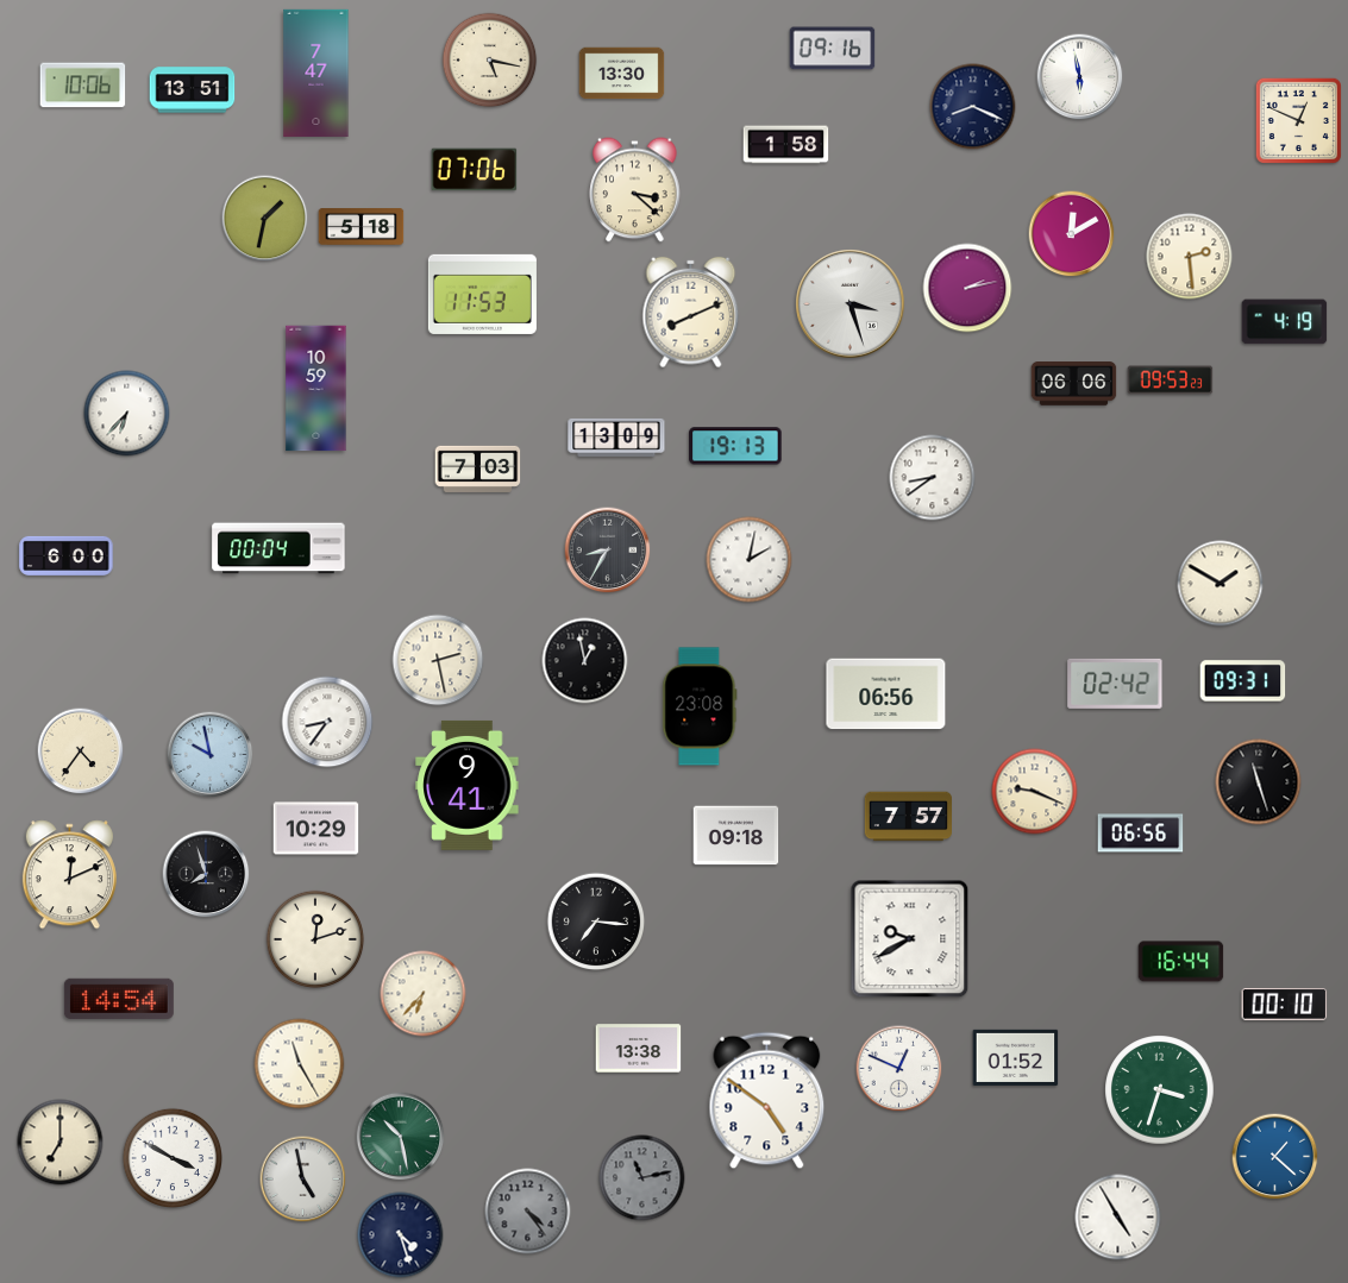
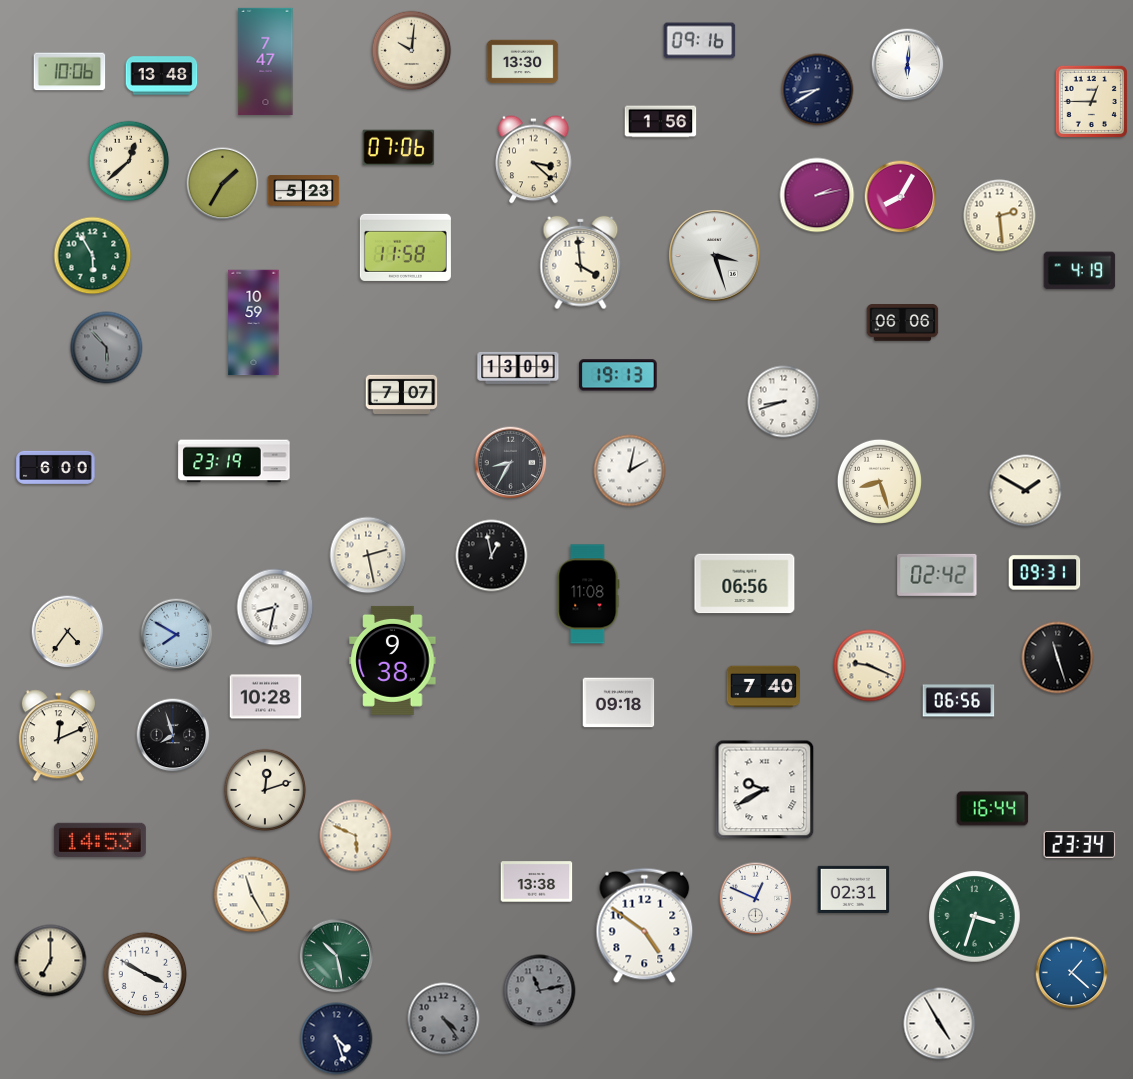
clock at (490, 61): 5:17 -> 10:01
clock at (1080, 77): 5:58 -> 6:01
clock at (193, 90): 13:51 -> 13:48
clock at (973, 107): 8:19 -> 8:40
clock at (1298, 120): 12:49 -> 12:45
clock at (786, 145): 1:58 -> 1:56
clock at (475, 170) position: (475, 170) -> (399, 148)
clock at (129, 161): none -> 12:38
clock at (265, 219): 1:32 -> 1:35
clock at (362, 227): 5:18 -> 5:23
clock at (1072, 234): 12:10 -> 8:05
clock at (967, 288) position: (967, 288) -> (817, 195)
clock at (482, 294): 11:53 -> 11:58
clock at (93, 256): none -> 5:55
clock at (691, 313): 8:11 -> 3:59
clock at (1171, 381): 09:53 -> none
clock at (316, 389) position: (316, 389) -> (254, 323)
clock at (127, 414): 6:37 -> 5:53
clock at (127, 414) dial: white -> grey
clock at (478, 468): 7:03 -> 7:07
clock at (933, 478): 8:39 -> 8:42
clock at (278, 548): 00:04 -> 23:19
clock at (879, 481): none -> 8:27
clock at (700, 706): 23:08 -> 11:08
clock at (327, 722): 8:36 -> 8:32
clock at (211, 755): 9:58 -> 7:50
clock at (468, 785): 9:41 -> 9:38
clock at (908, 817): 7:57 -> 7:40
clock at (316, 829): 10:29 -> 10:28
clock at (596, 922): 7:16 -> none
clock at (424, 994): 6:37 -> 5:49
clock at (119, 999): 14:54 -> 14:53
clock at (1285, 1004): 00:10 -> 23:34
clock at (1016, 1057): 01:52 -> 02:31
clock at (303, 1180): 4:58 -> none
